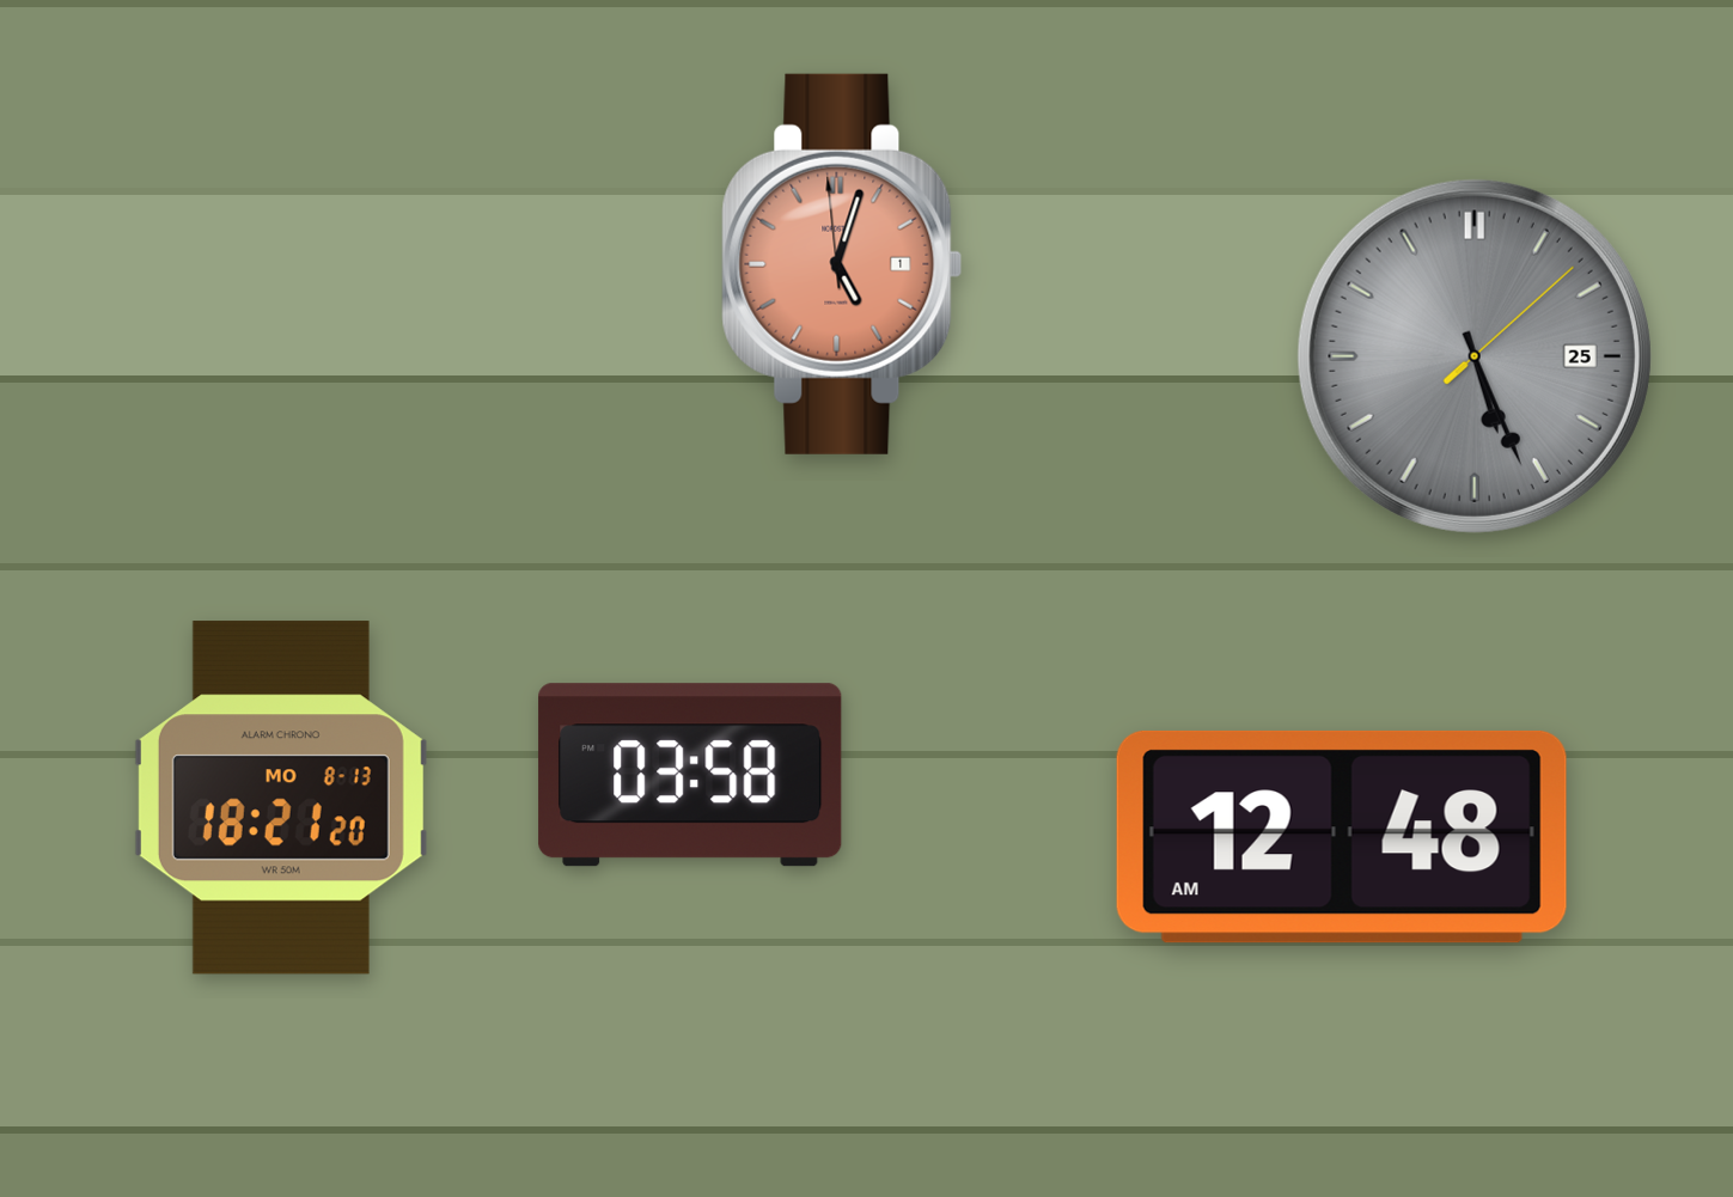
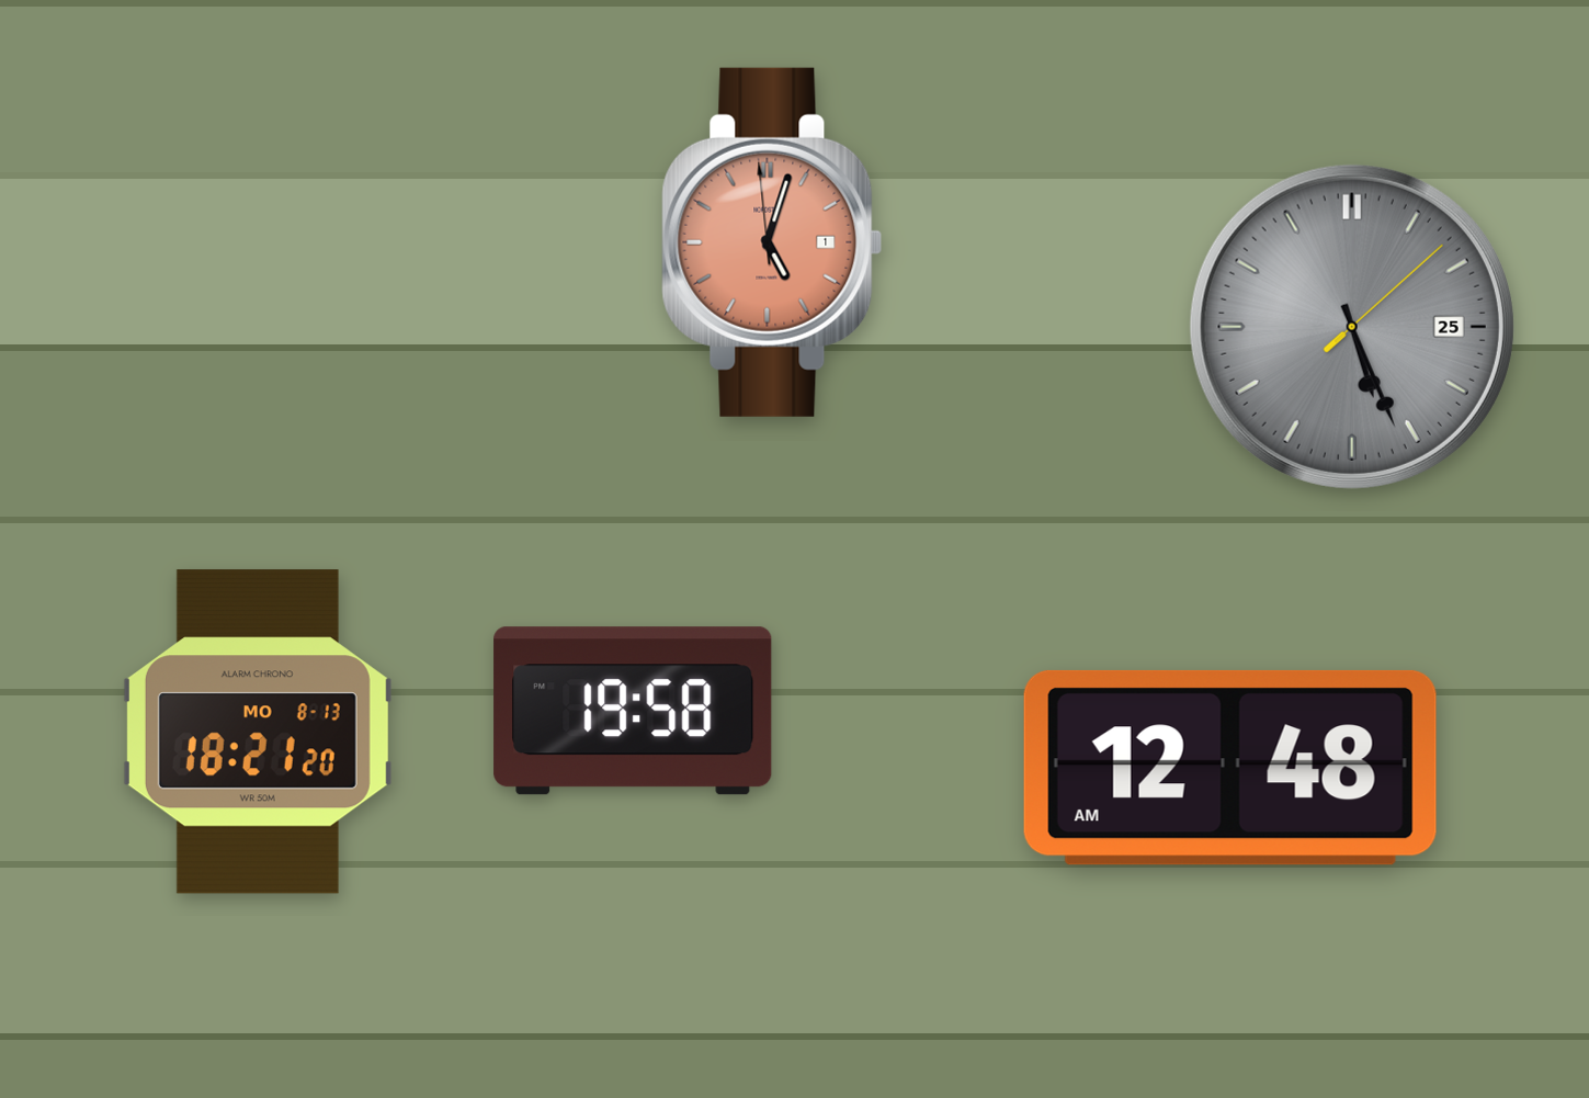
clock at (690, 775): 03:58 -> 19:58
